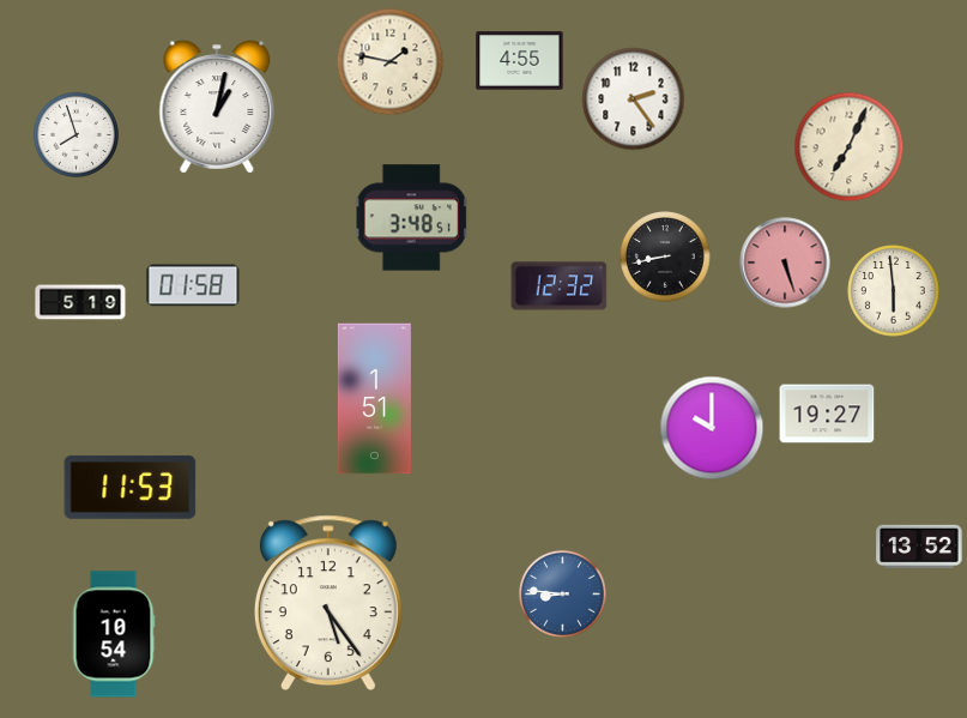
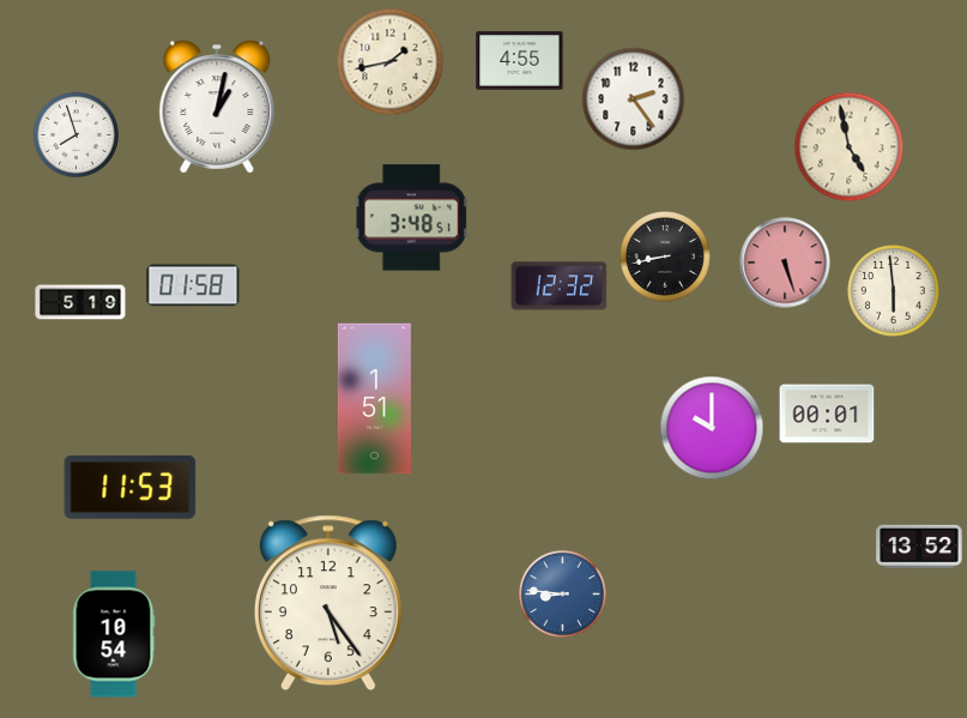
clock at (391, 62): 1:47 -> 1:43
clock at (850, 147): 7:04 -> 4:58
clock at (827, 414): 19:27 -> 00:01
